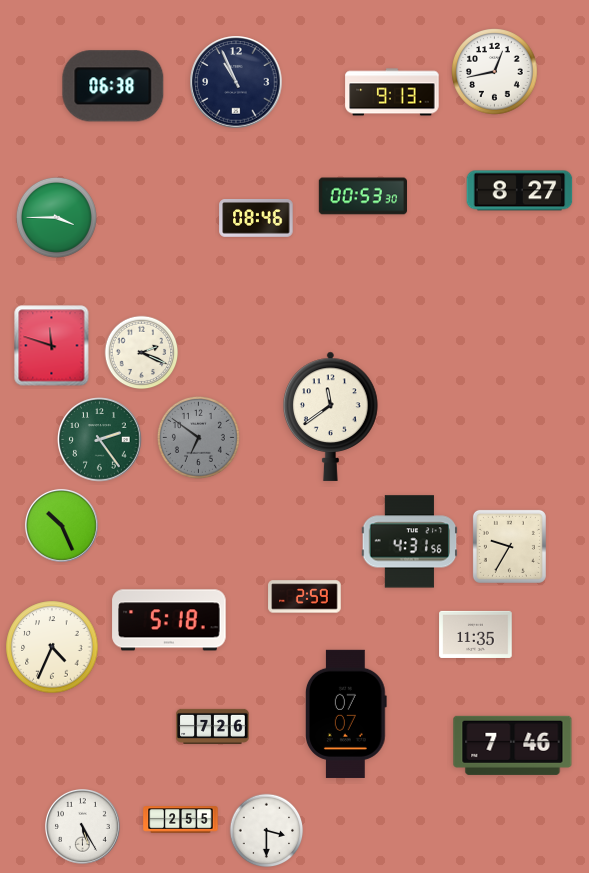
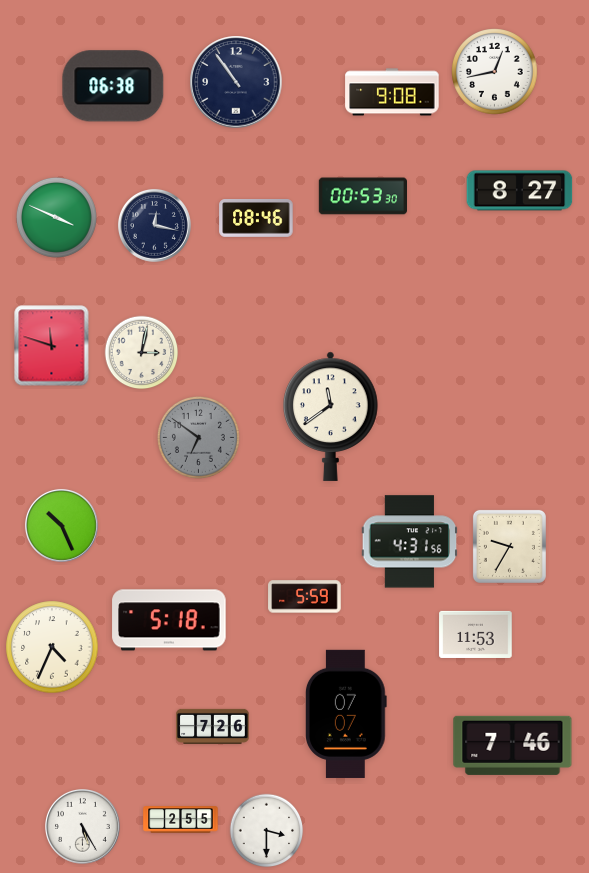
clock at (236, 82): 10:56 -> 10:54
clock at (392, 92): 9:13 -> 9:08
clock at (56, 217): 3:45 -> 3:49
clock at (154, 225): none -> 12:17
clock at (142, 353): 2:19 -> 3:02
clock at (100, 440): 2:24 -> none
clock at (305, 597): 2:59 -> 5:59
clock at (476, 634): 11:35 -> 11:53
